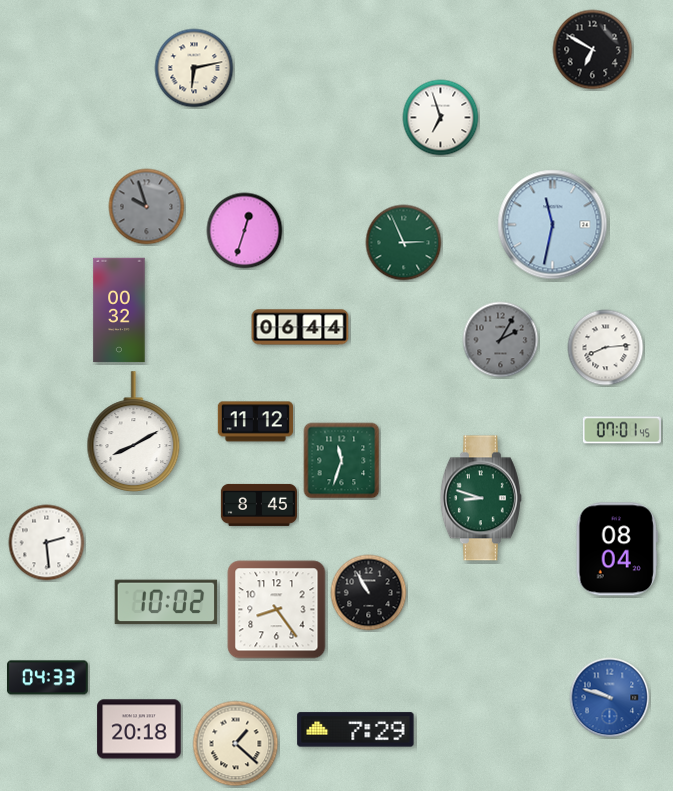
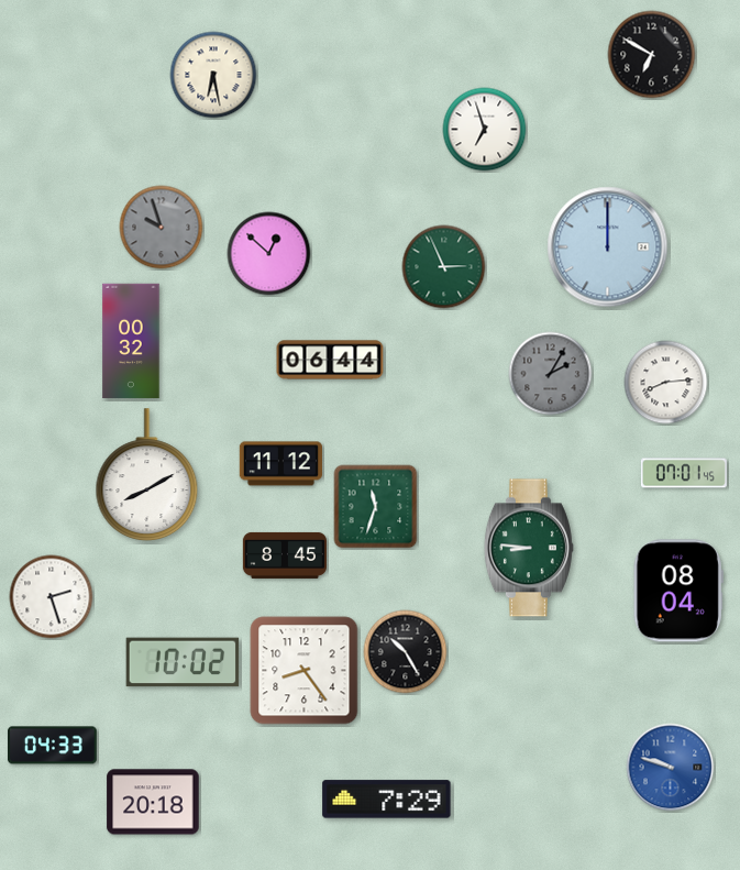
clock at (194, 68): 6:13 -> 6:28
clock at (553, 225): 11:32 -> 12:00
clock at (245, 231): 12:33 -> 12:52
clock at (481, 498): 8:48 -> 8:46
clock at (47, 543): 2:29 -> 2:27
clock at (617, 549) position: (617, 549) -> (678, 591)
clock at (369, 593): 10:55 -> 10:25
clock at (356, 730) position: (356, 730) -> (387, 800)
clock at (236, 744): 1:22 -> none
